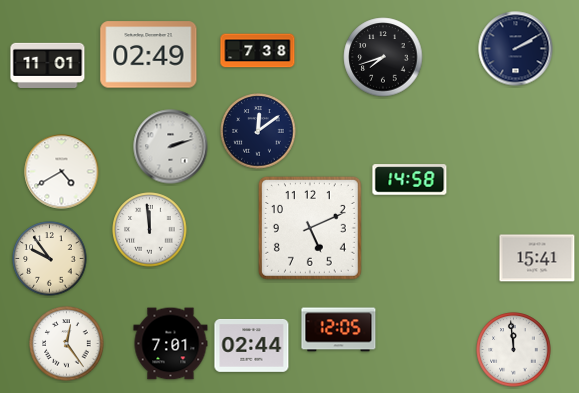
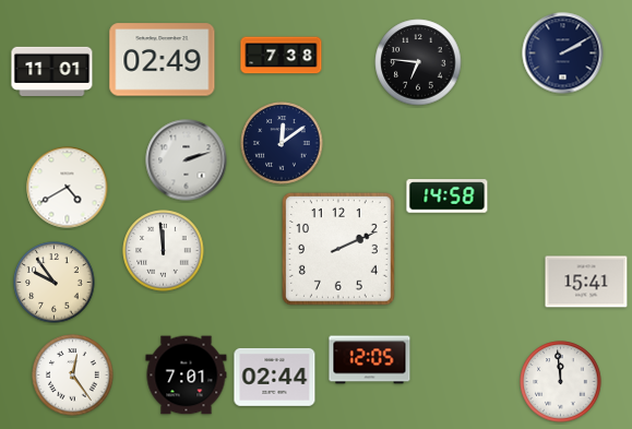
clock at (383, 57): 7:42 -> 6:46
clock at (310, 228): 5:11 -> 2:11
